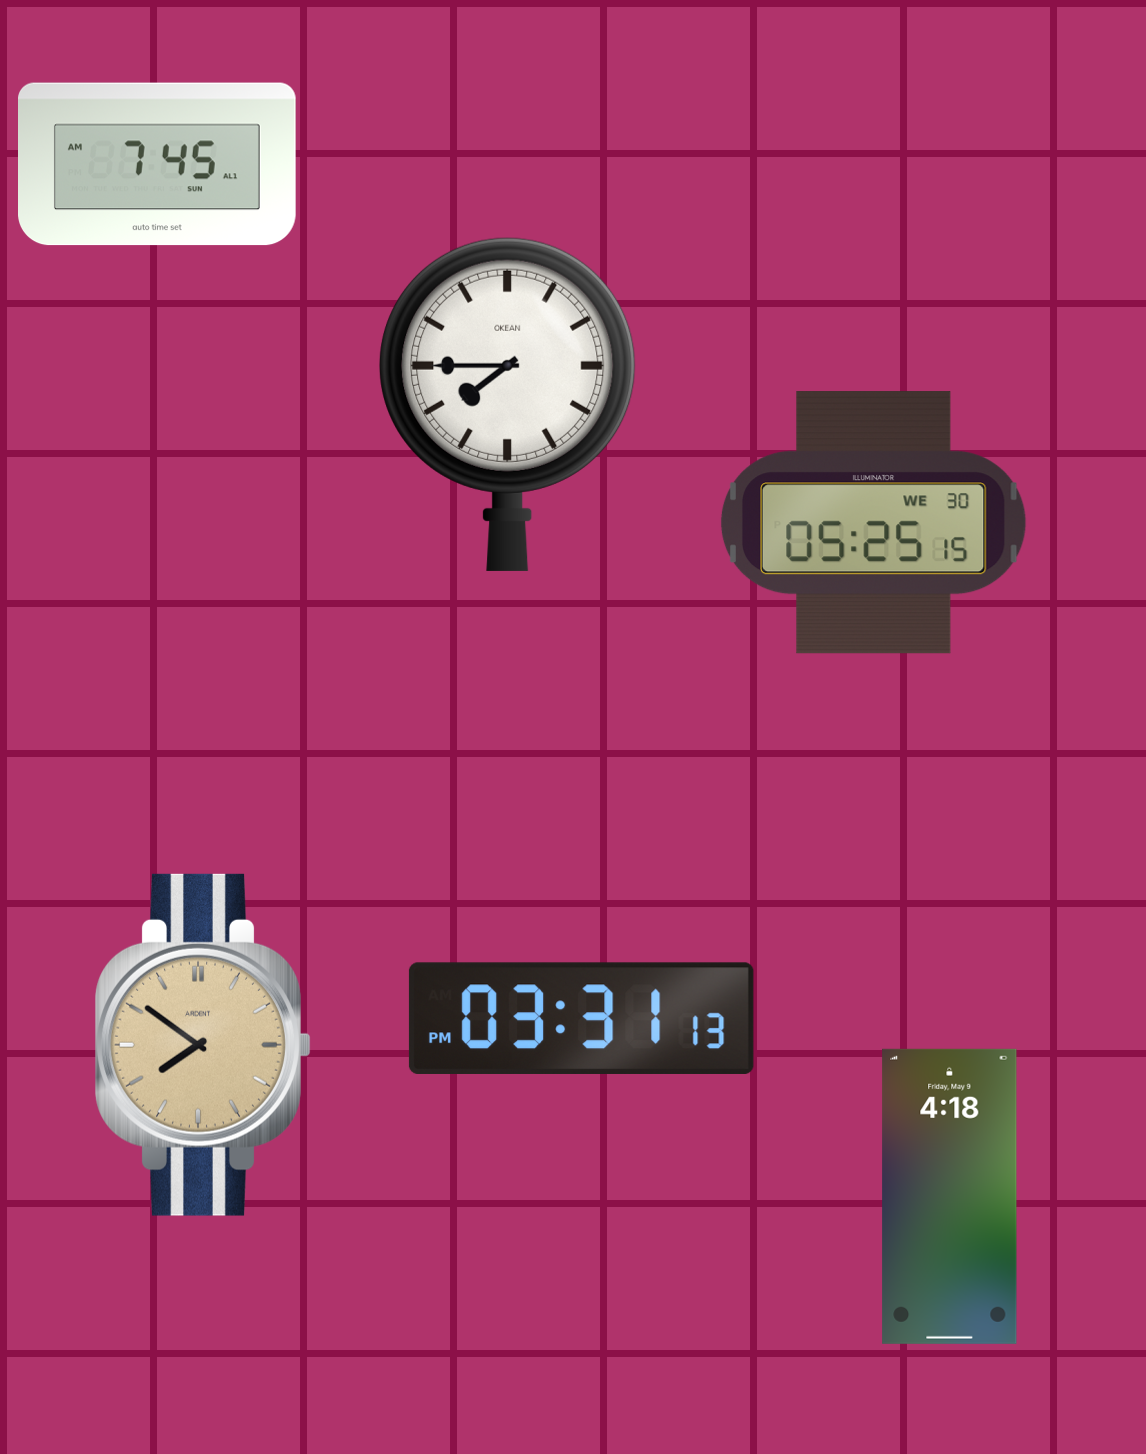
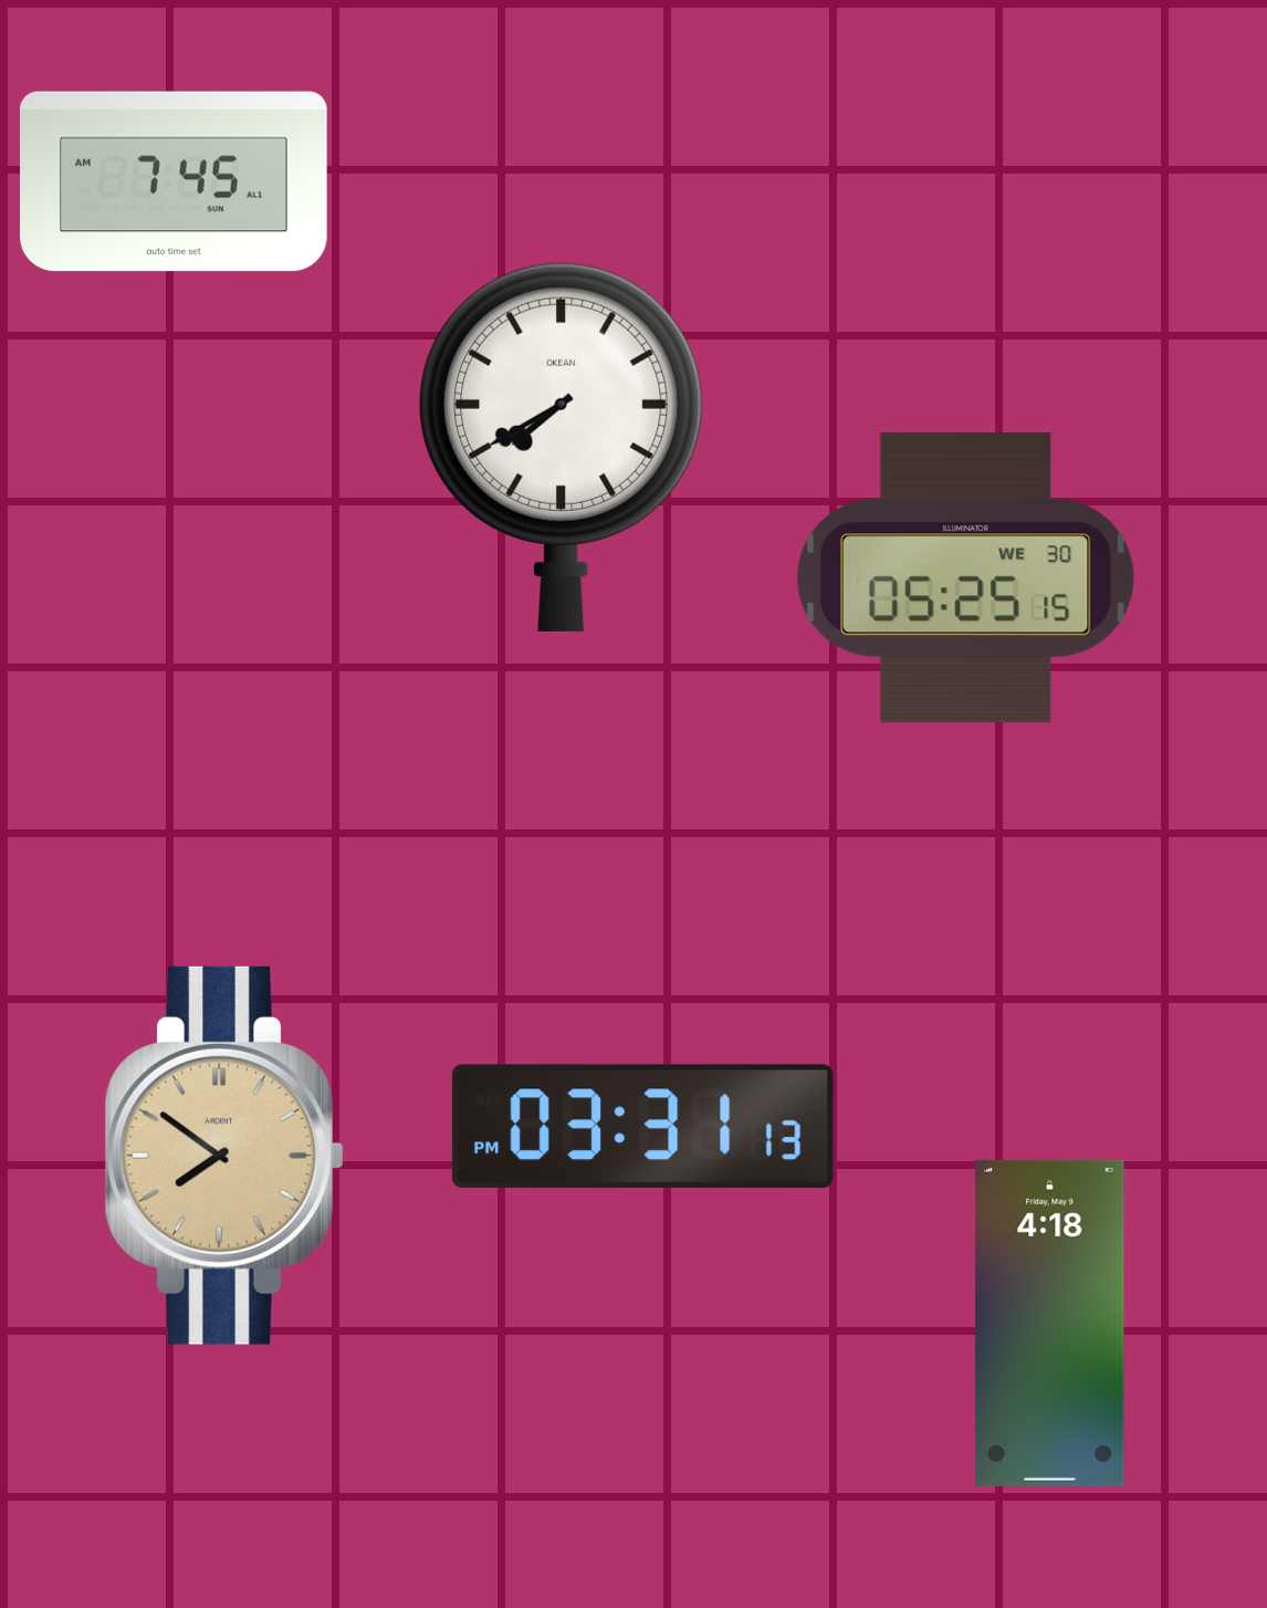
clock at (508, 404): 7:45 -> 7:40
